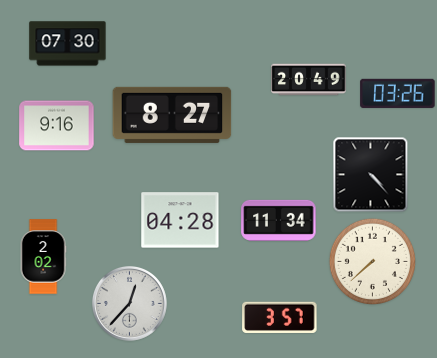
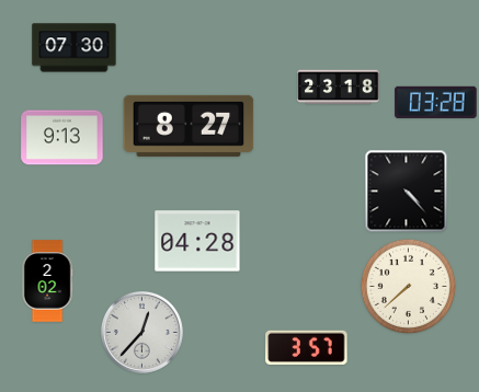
clock at (309, 80): 20:49 -> 23:18
clock at (398, 93): 03:26 -> 03:28
clock at (57, 126): 9:16 -> 9:13
clock at (279, 220): 11:34 -> none
